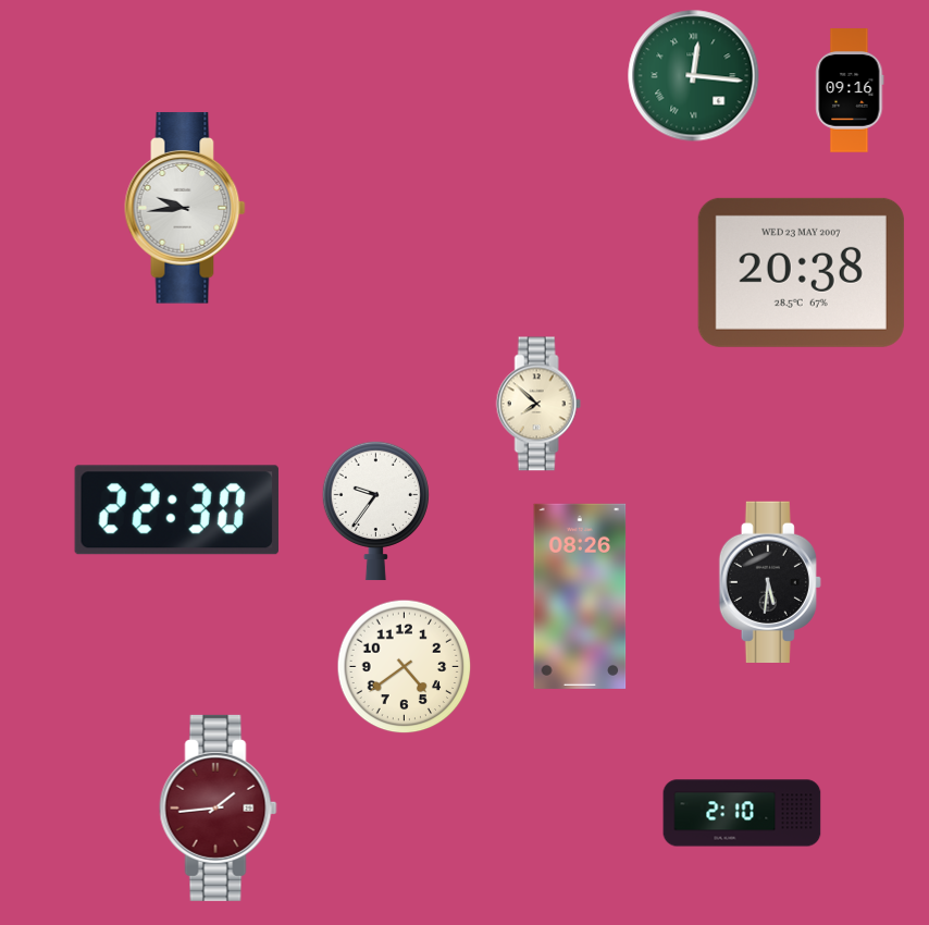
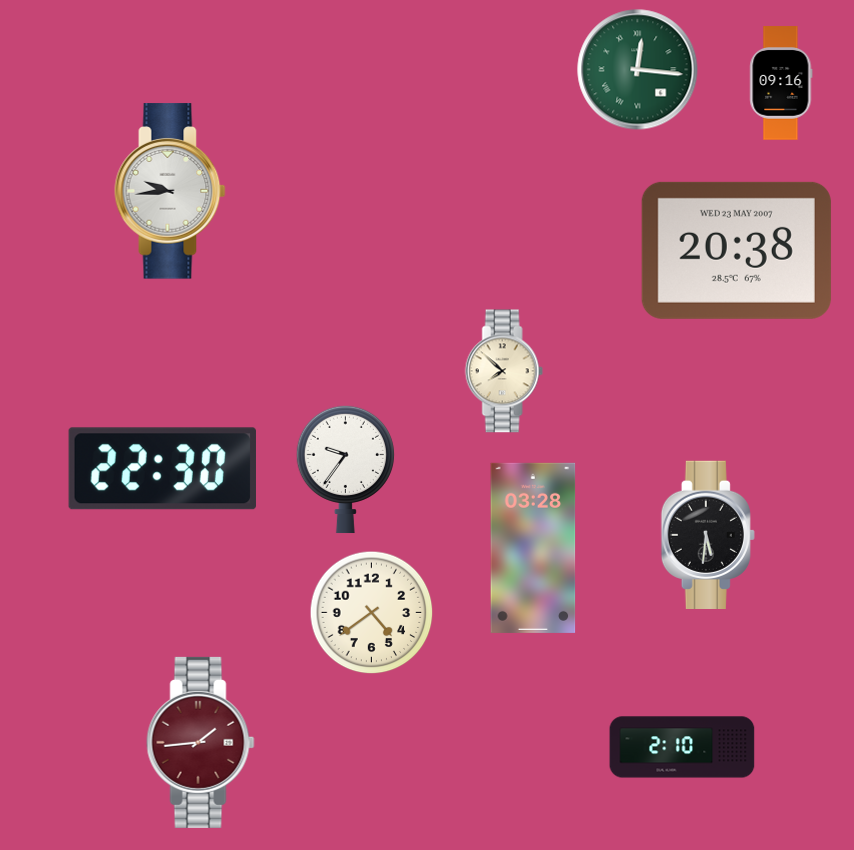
clock at (538, 404) position: (538, 404) -> (504, 371)
clock at (580, 596): 08:26 -> 03:28
